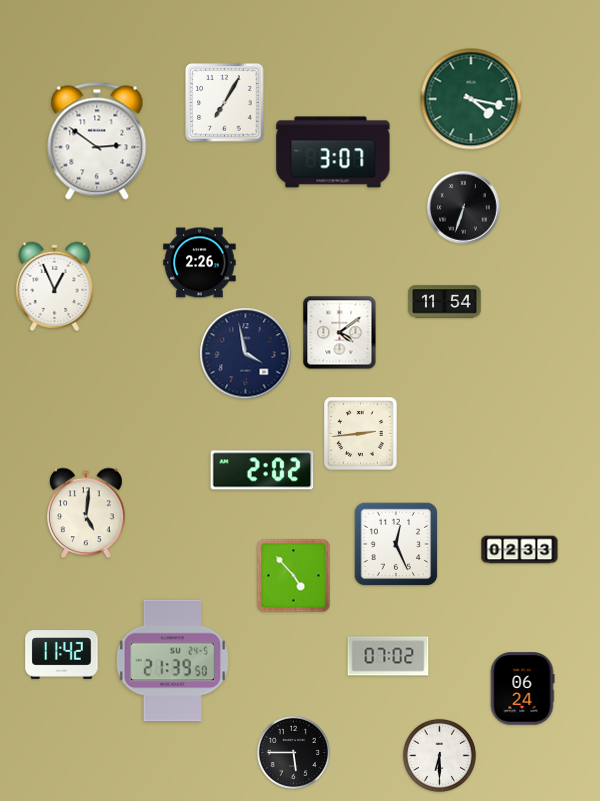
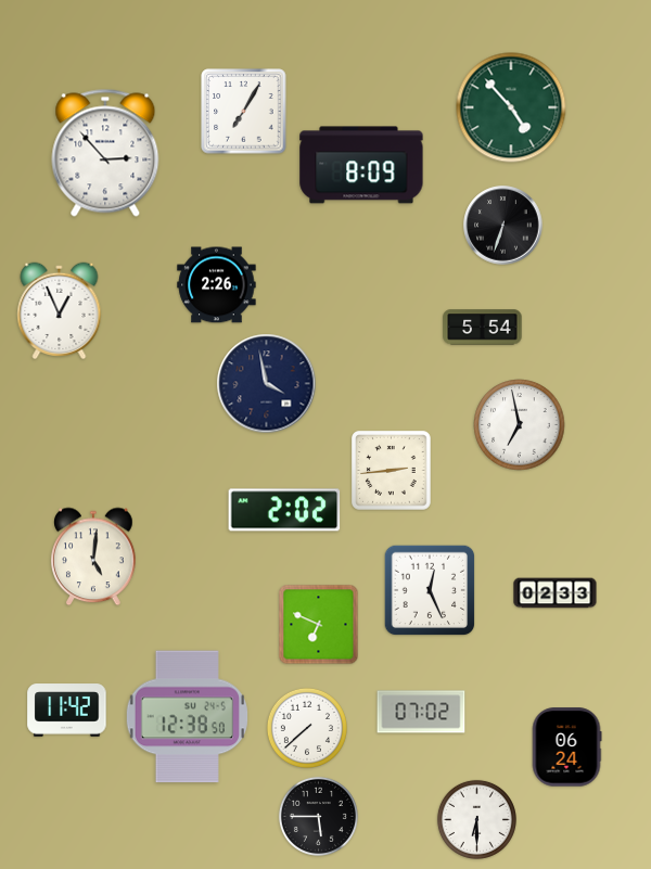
clock at (471, 99): 4:17 -> 4:53
clock at (97, 141): 2:51 -> 2:53
clock at (333, 152): 3:07 -> 8:09
clock at (445, 302): 11:54 -> 5:54
clock at (340, 333): 4:09 -> none
clock at (520, 425): none -> 6:58
clock at (520, 550) position: (520, 550) -> (556, 593)
clock at (294, 576): 4:53 -> 6:49
clock at (172, 661): 21:39 -> 12:38
clock at (307, 728): none -> 7:38
